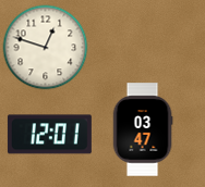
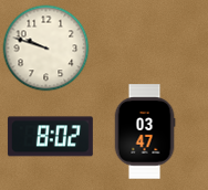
clock at (45, 47): 12:48 -> 9:48
clock at (49, 135): 12:01 -> 8:02
